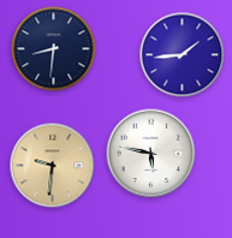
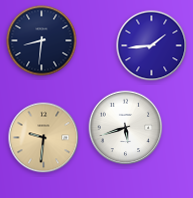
clock at (54, 49) position: (54, 49) -> (42, 41)
clock at (151, 154): 5:47 -> 5:42
